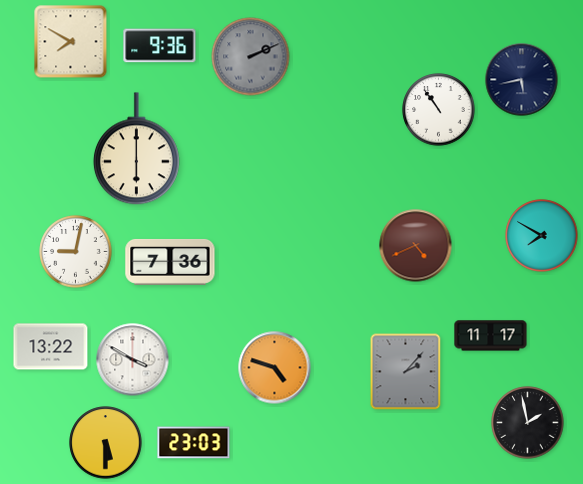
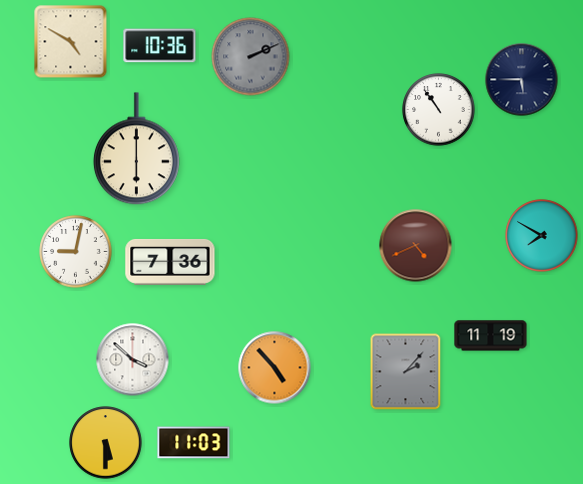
clock at (71, 42): 7:50 -> 4:50
clock at (160, 46): 9:36 -> 10:36
clock at (522, 80): 5:43 -> 5:45
clock at (491, 336): 11:17 -> 11:19
clock at (51, 347): 13:22 -> none
clock at (133, 360): 3:50 -> 3:52
clock at (275, 368): 4:48 -> 4:53
clock at (528, 423): 1:58 -> none
clock at (194, 443): 23:03 -> 11:03
